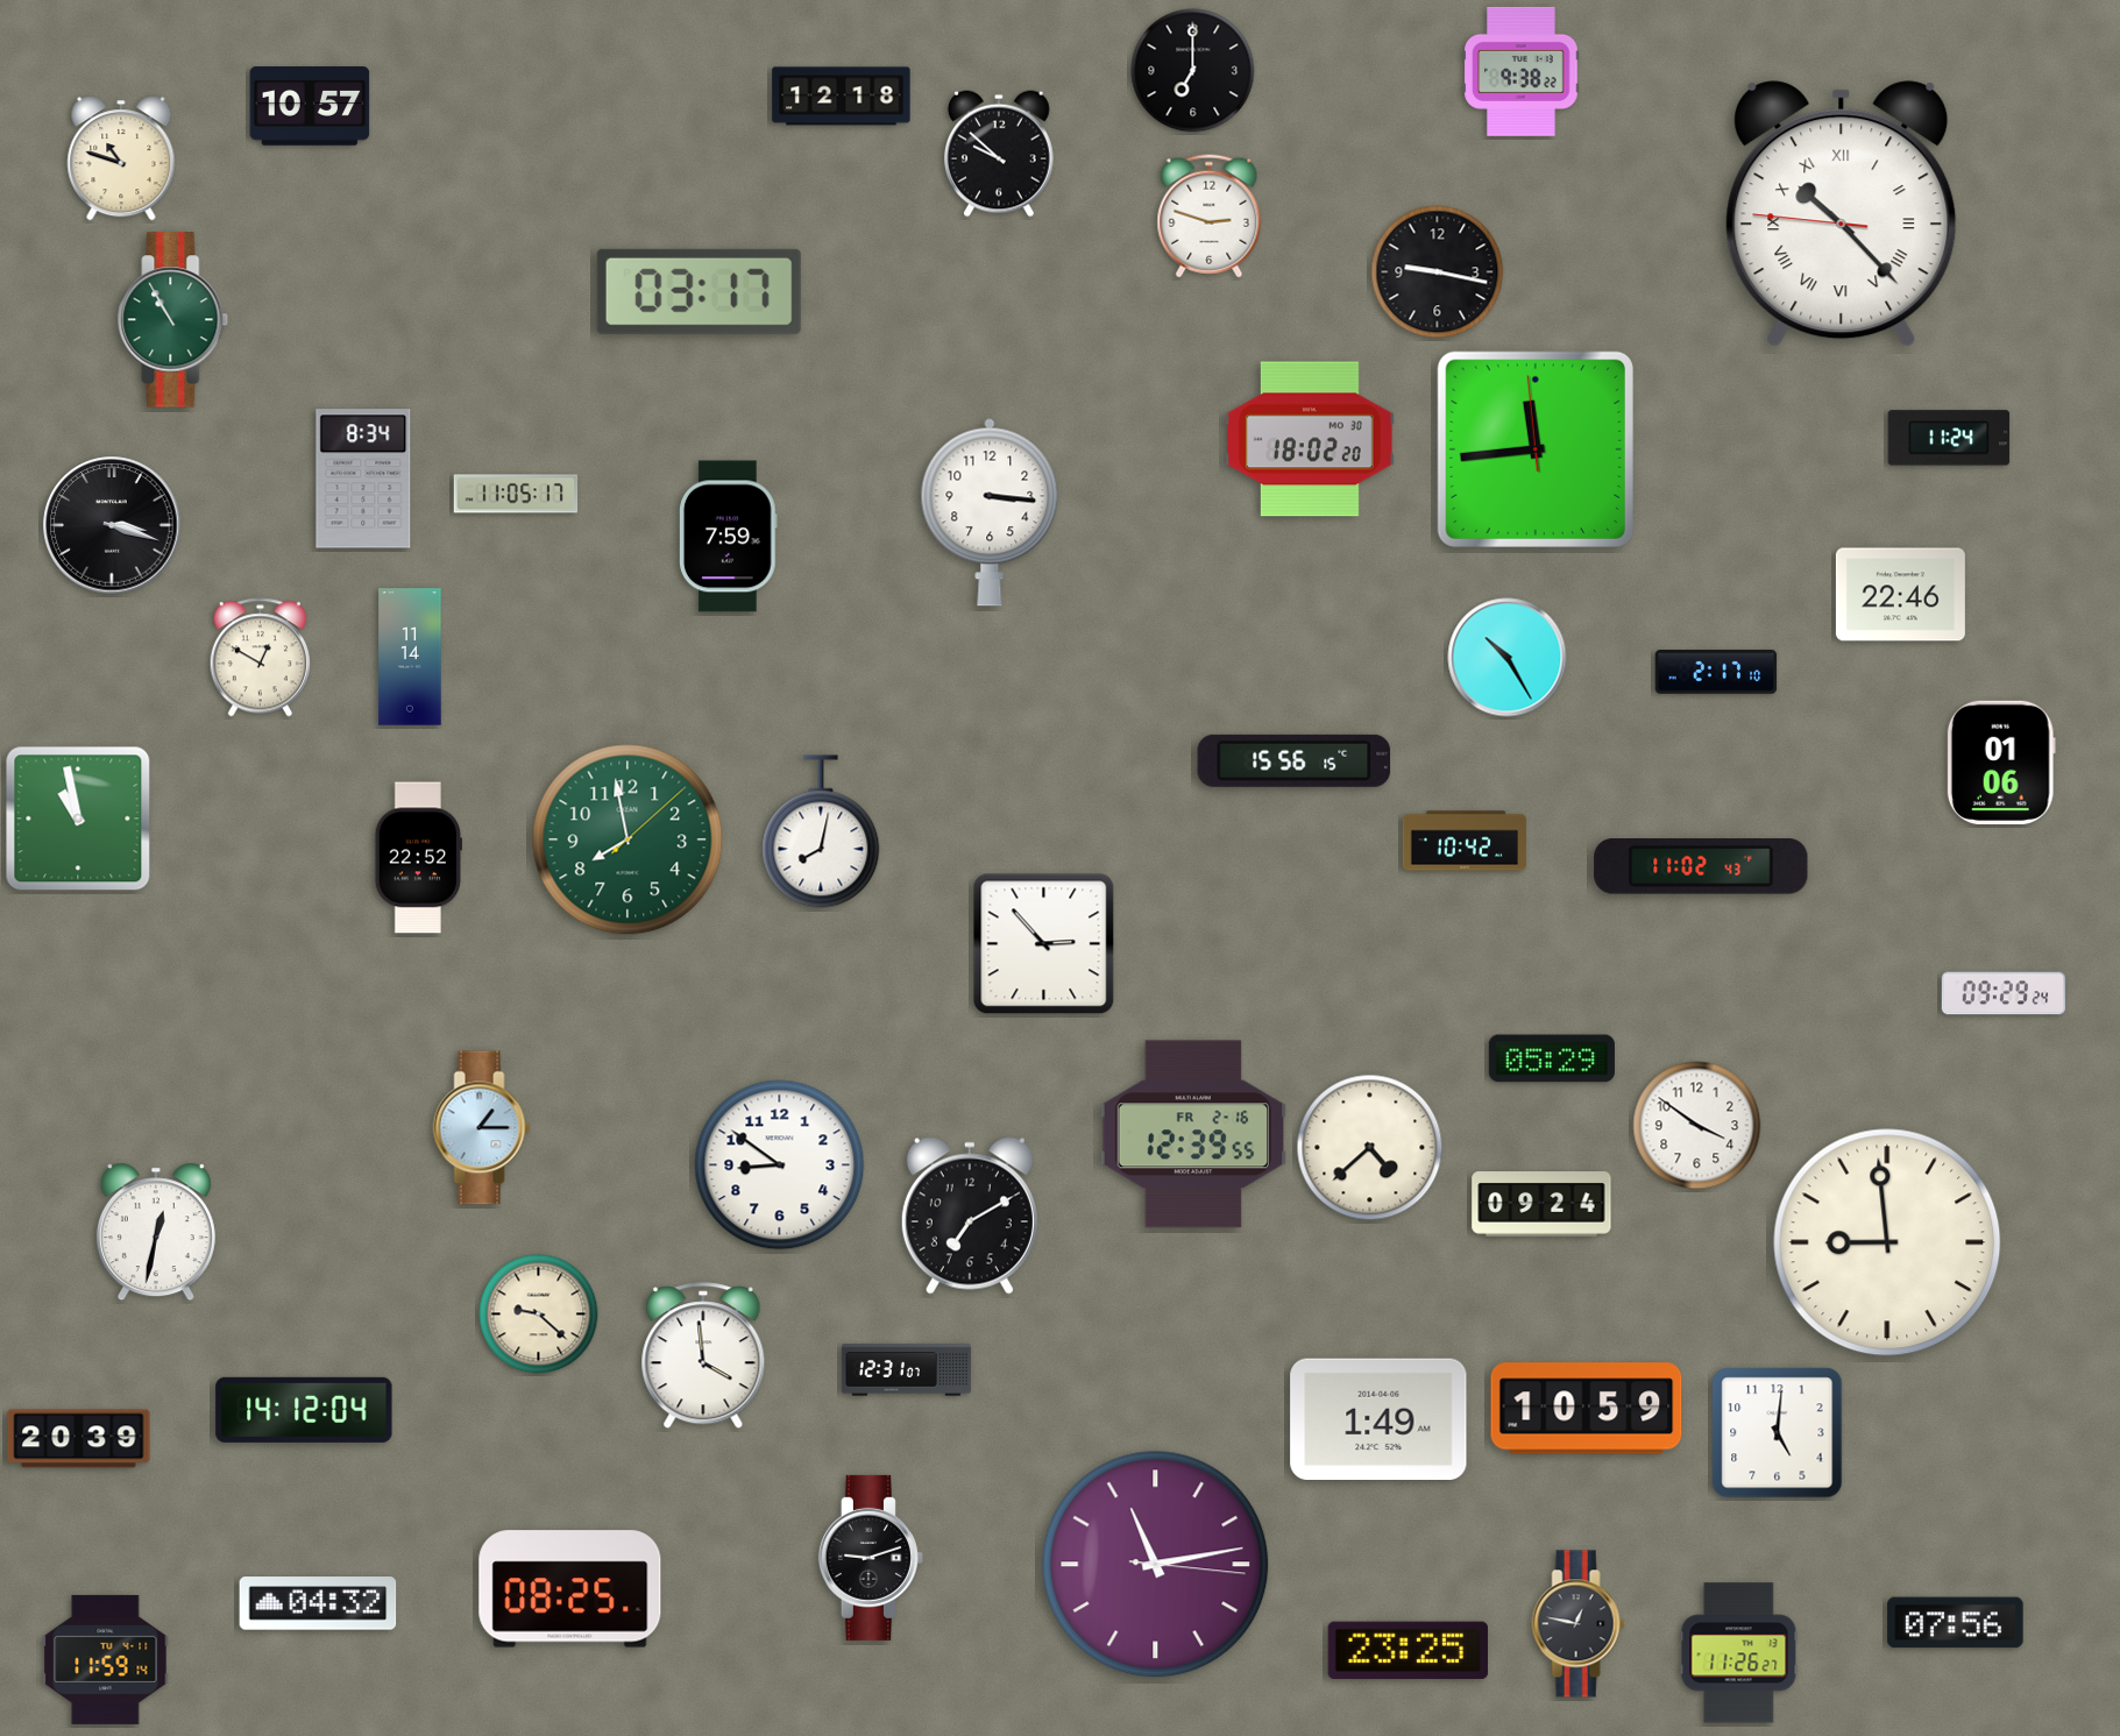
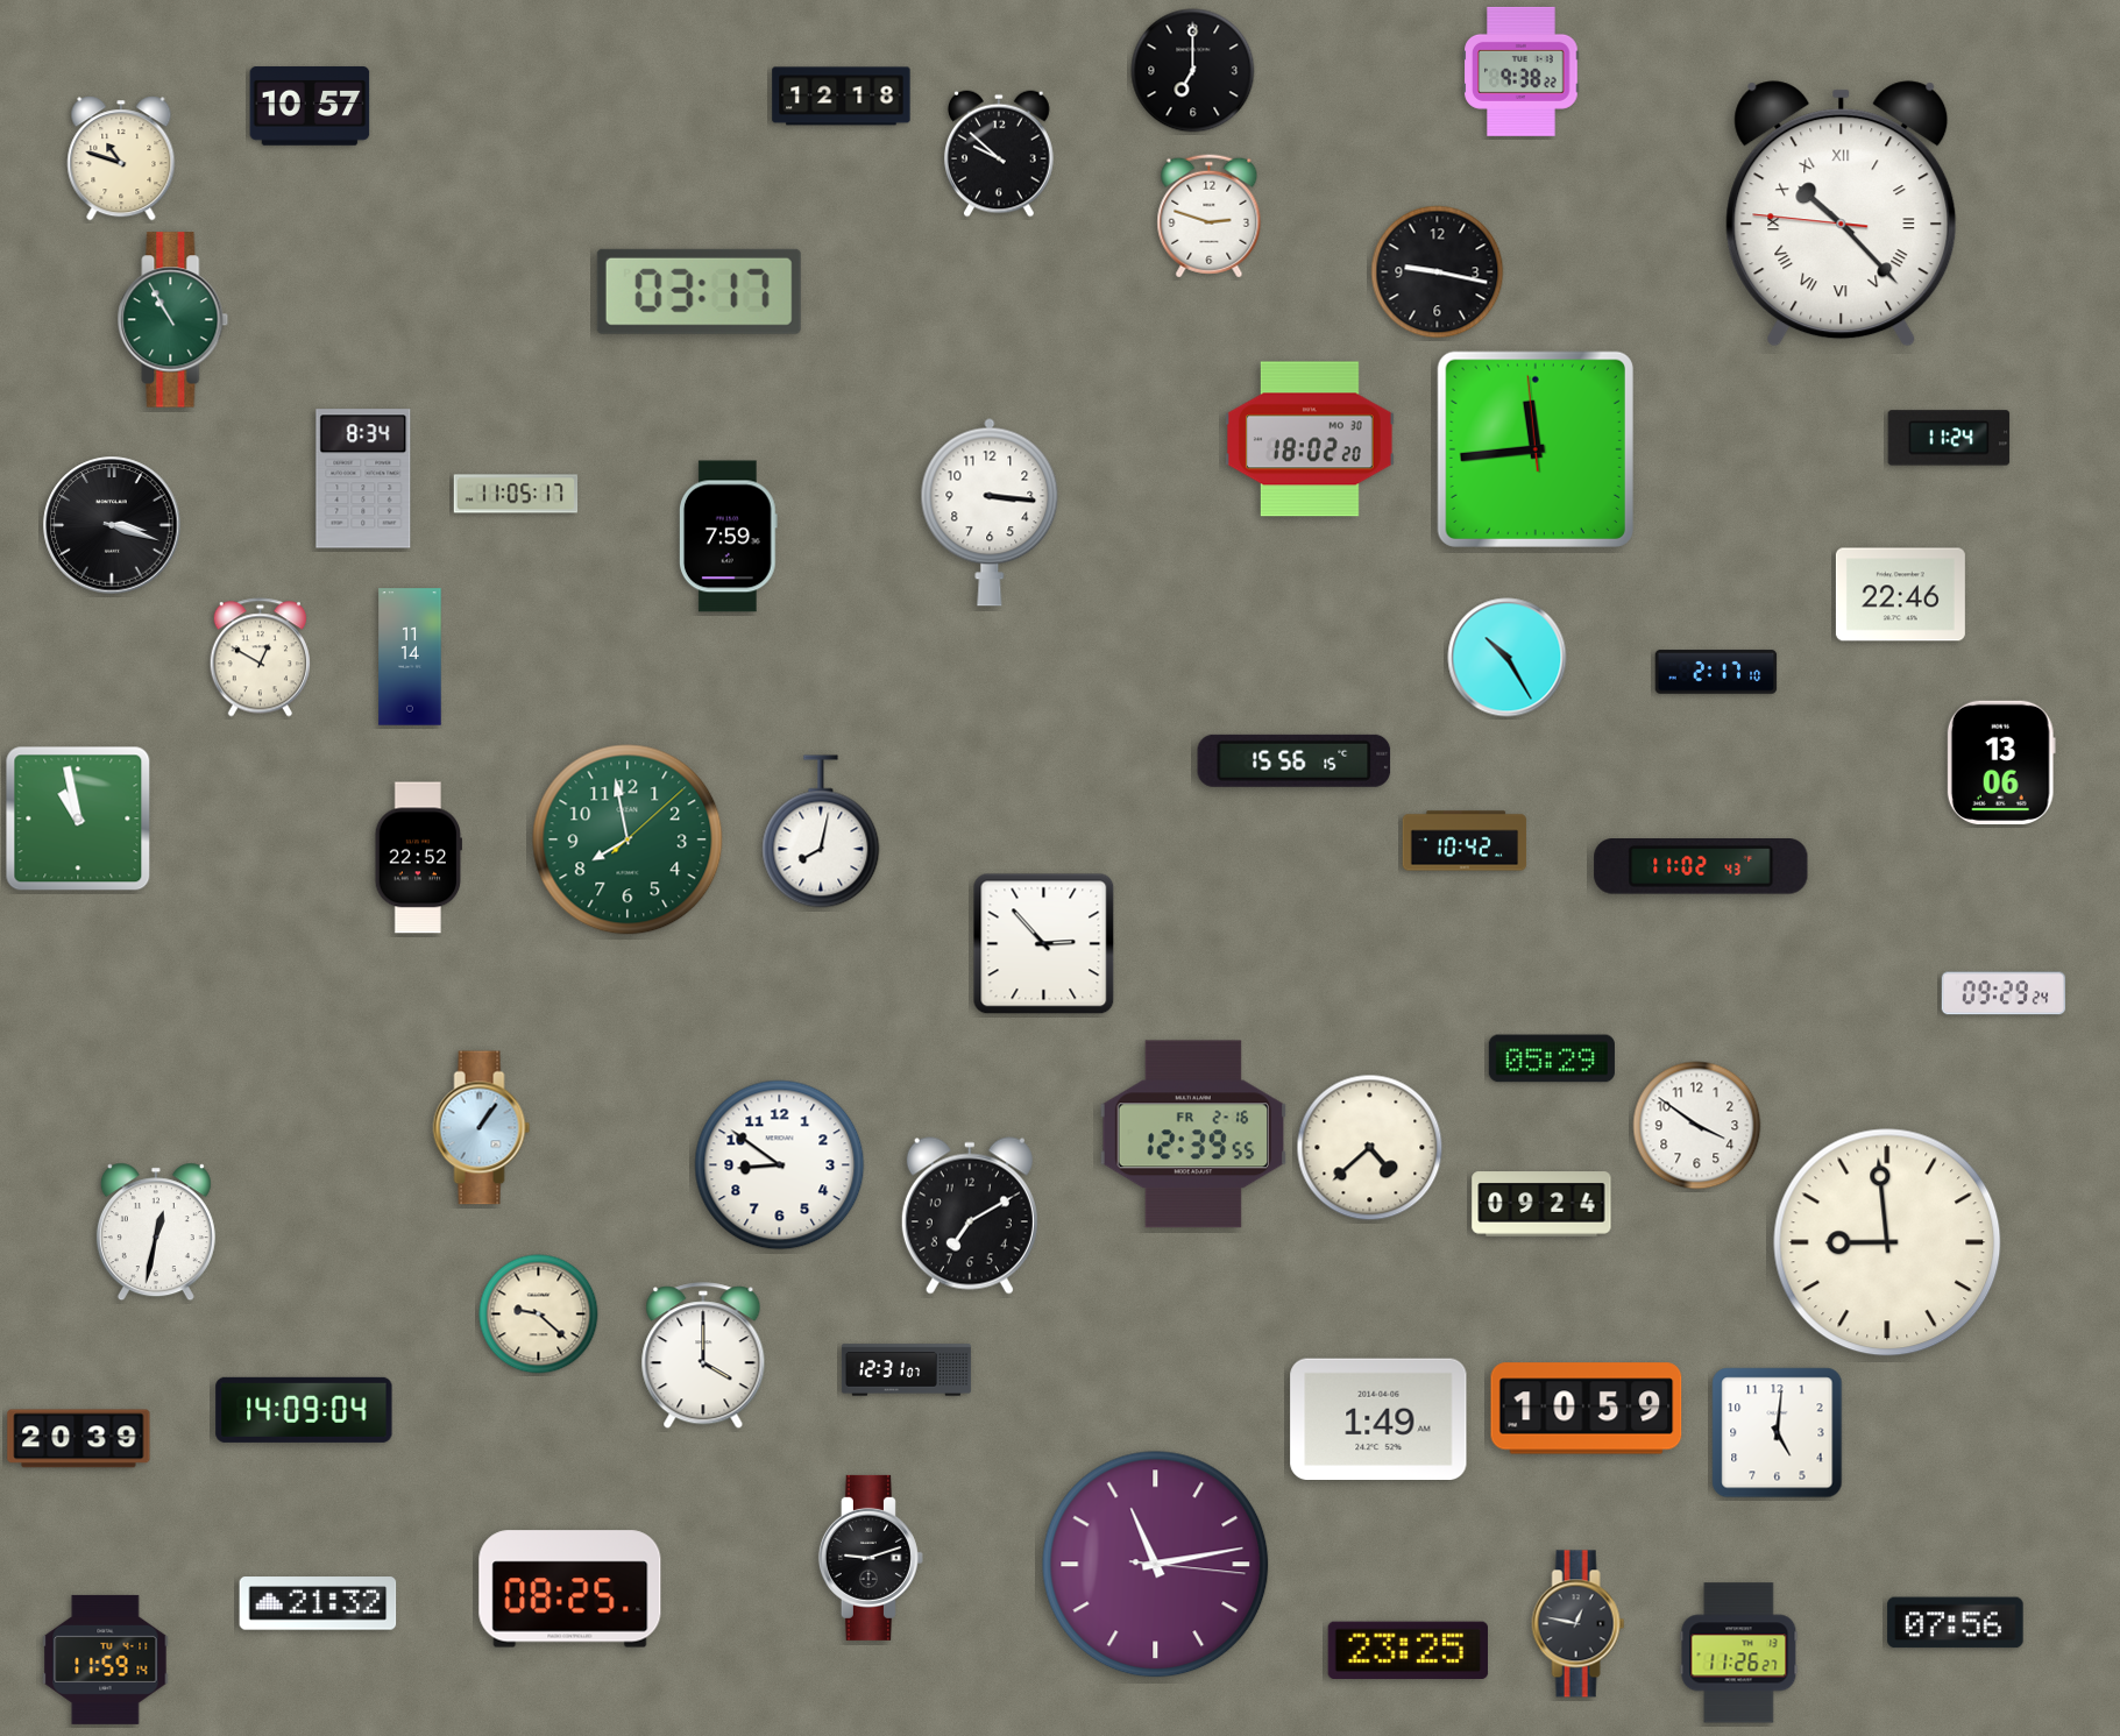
clock at (2001, 761): 01:06 -> 13:06
clock at (482, 1128): 1:15 -> 1:06
clock at (703, 1356): 3:59 -> 4:00
clock at (304, 1410): 14:12 -> 14:09
clock at (318, 1603): 04:32 -> 21:32
